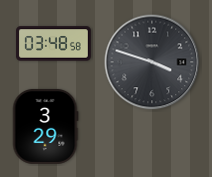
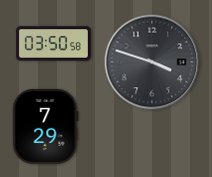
clock at (54, 44): 03:48 -> 03:50
clock at (45, 126): 3:29 -> 7:29
